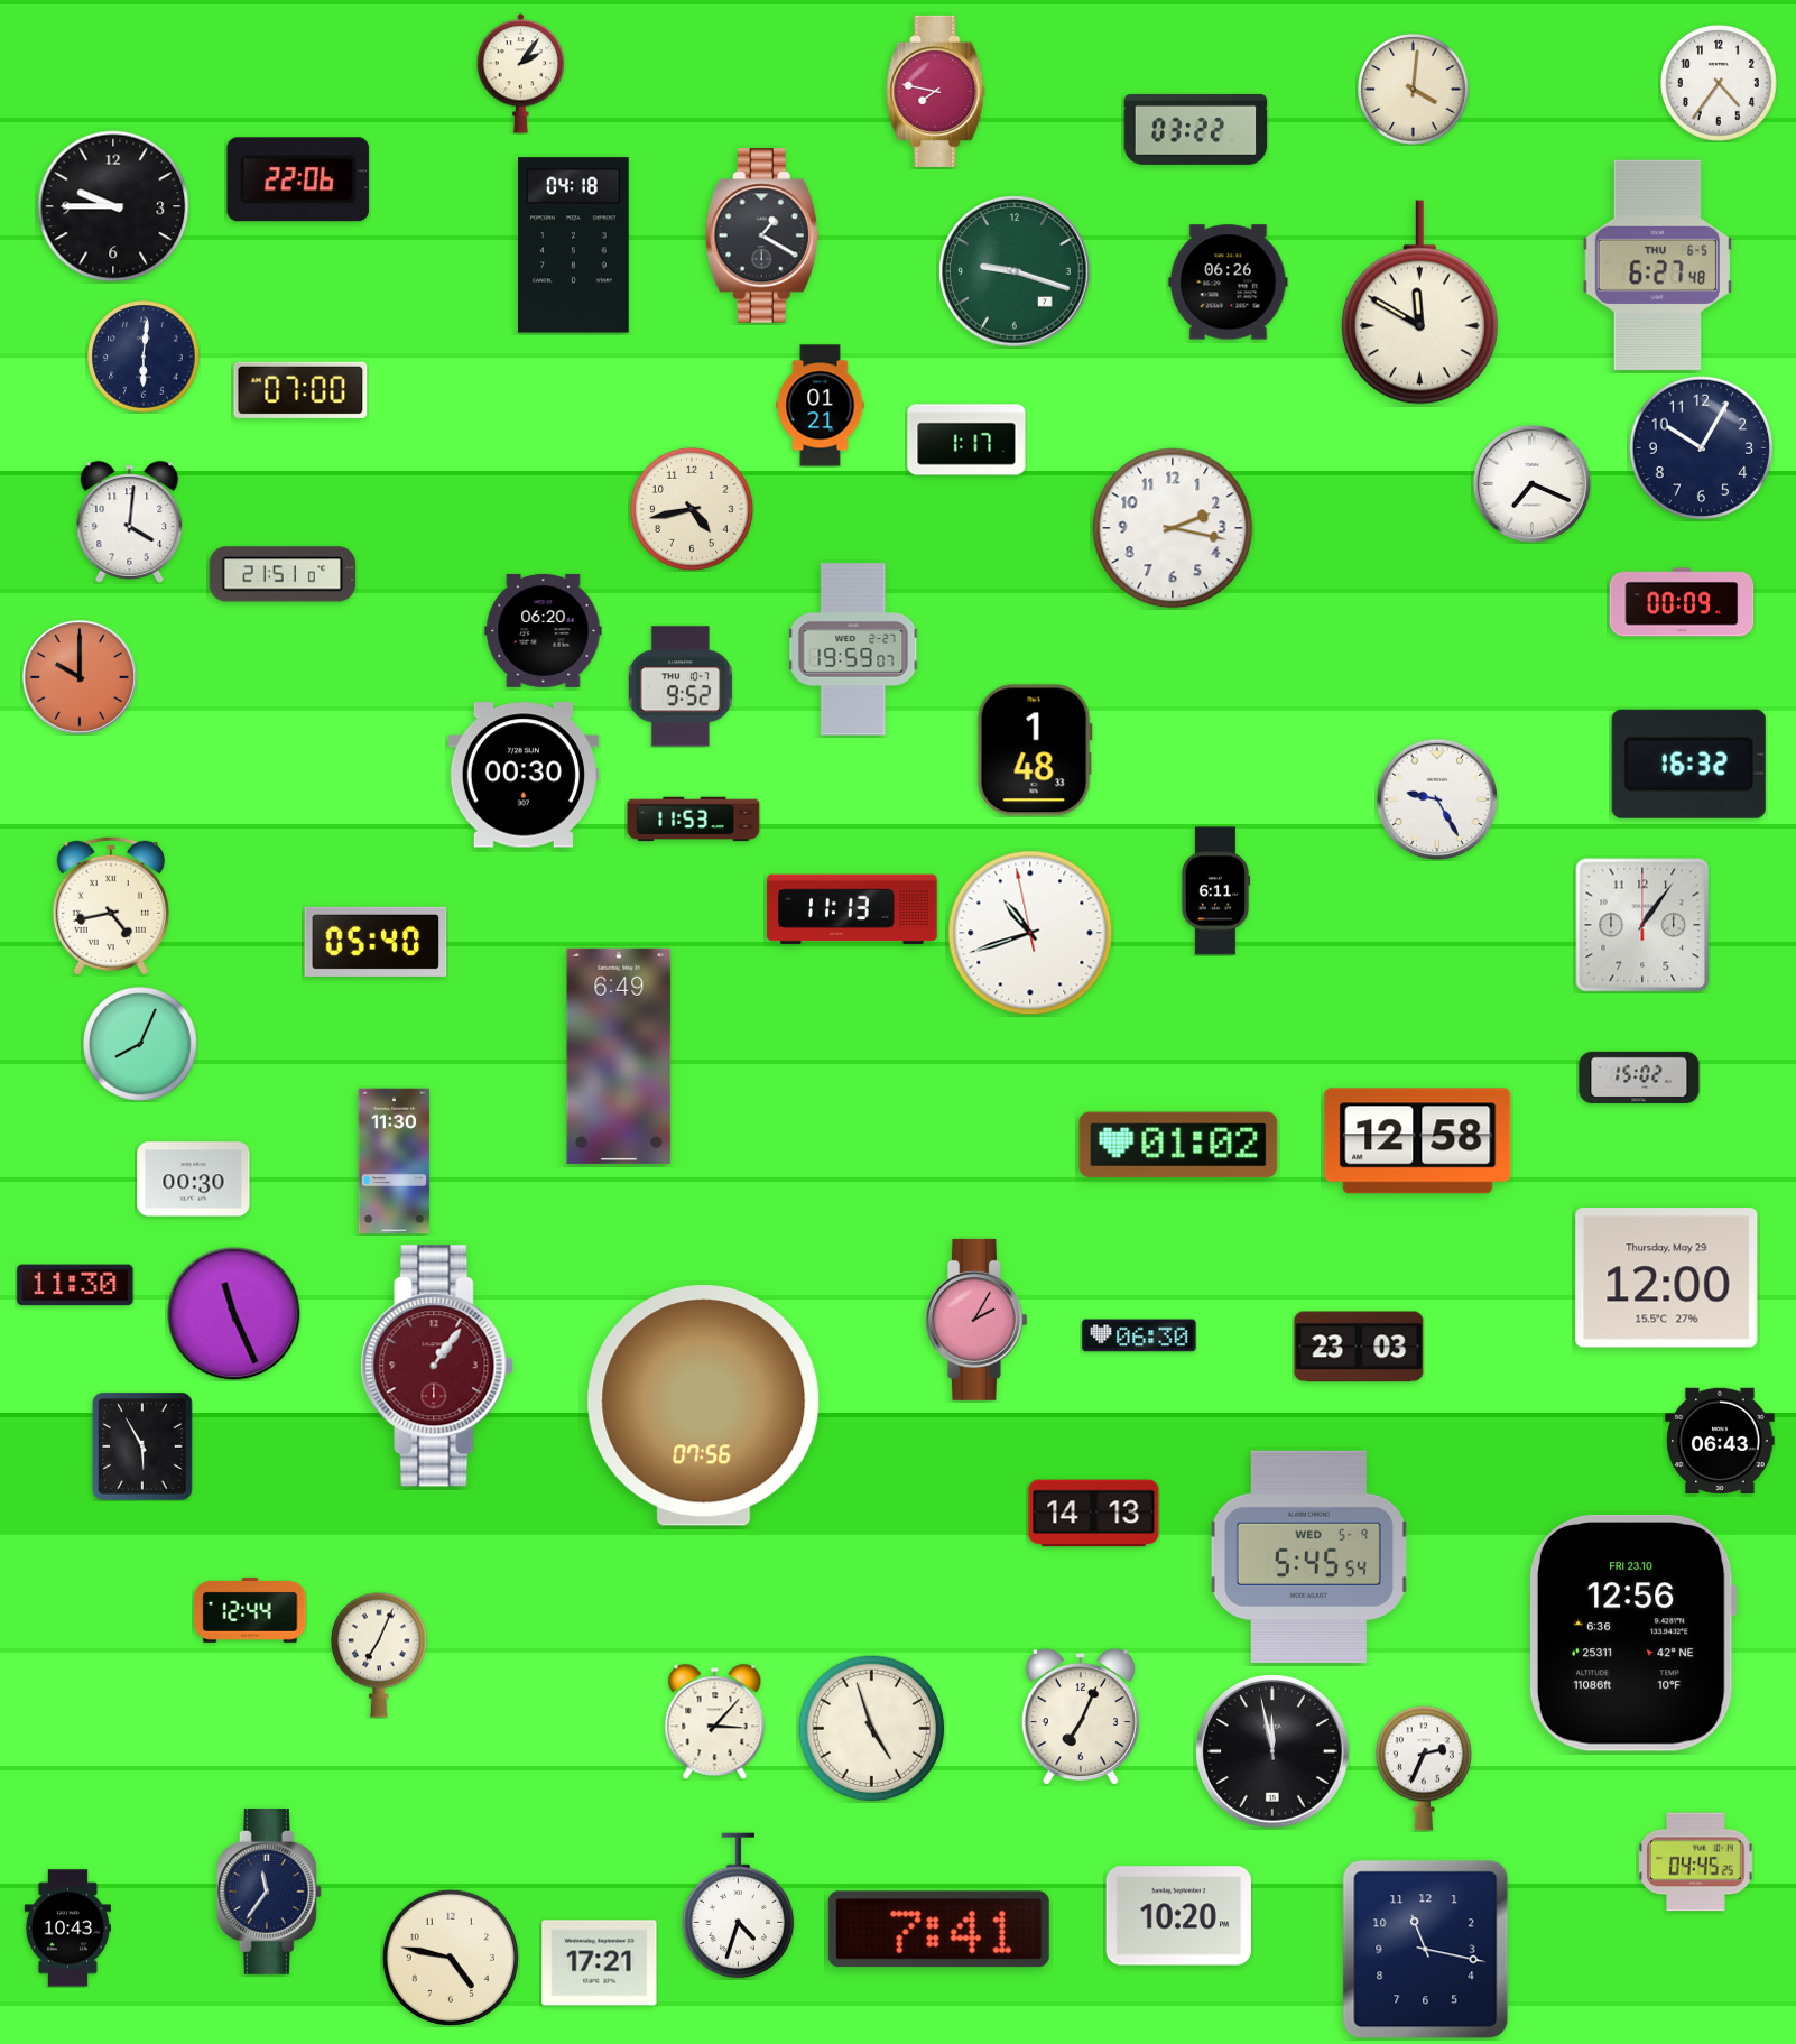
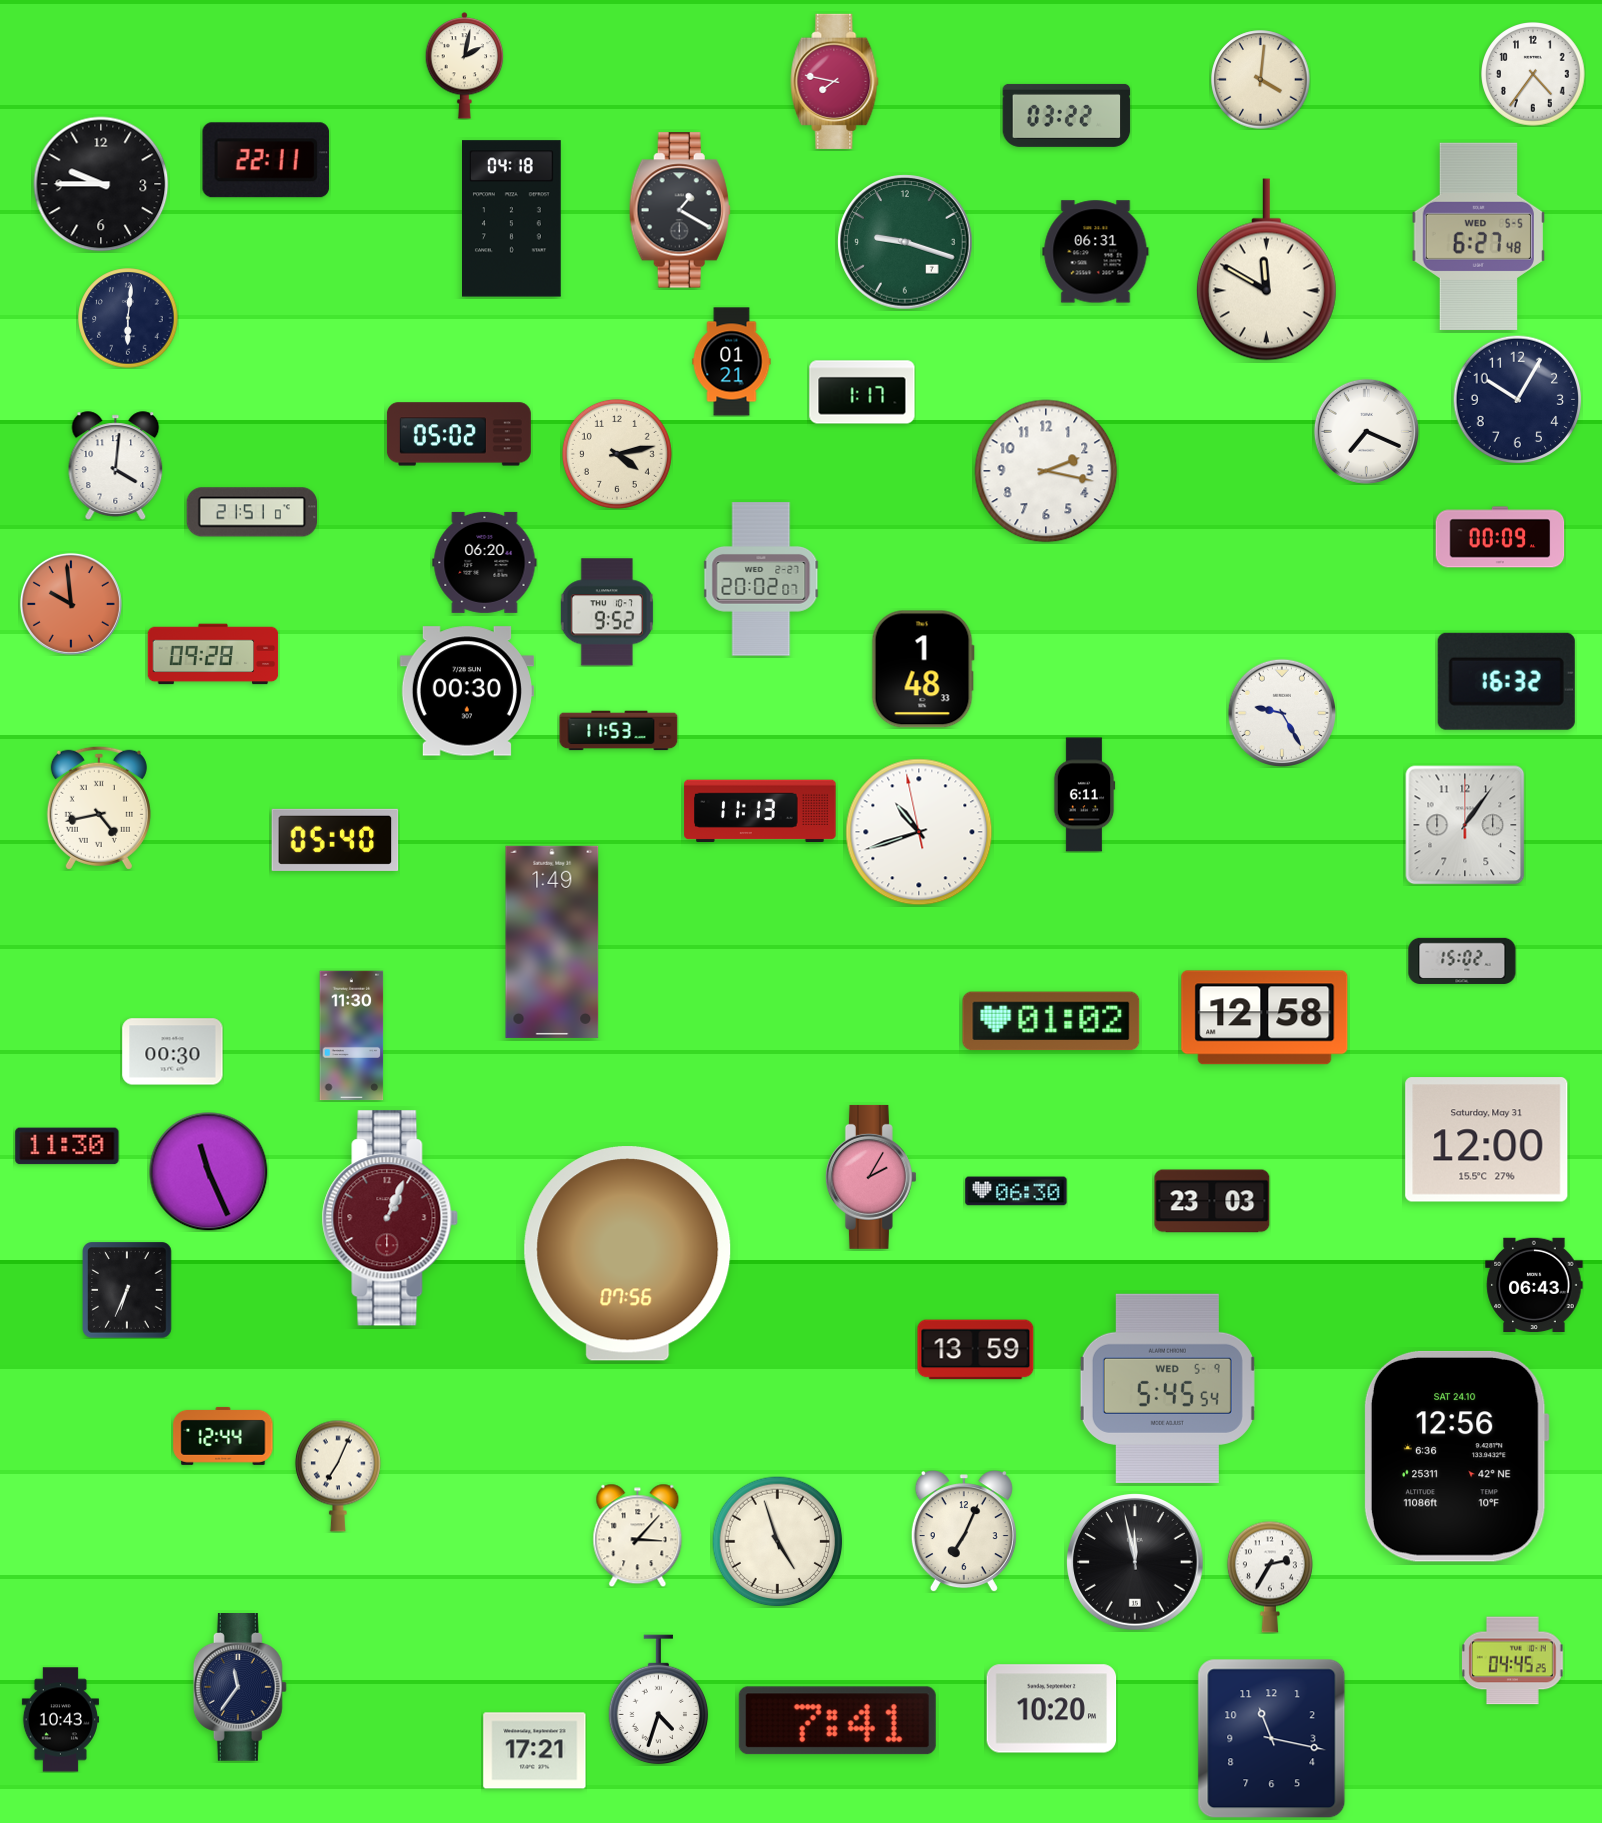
clock at (521, 74): 2:06 -> 2:02
clock at (297, 179): 22:06 -> 22:11
clock at (1657, 265) date: THU 6-5 -> WED 5-5
clock at (1229, 283): 06:26 -> 06:31
clock at (300, 390): 07:00 -> none
clock at (459, 434): none -> 05:02
clock at (692, 509): 4:43 -> 4:13
clock at (853, 649): 19:59 -> 20:02
clock at (80, 677): 10:00 -> 9:59
clock at (213, 654): none -> 09:28
clock at (140, 1044): 8:04 -> none
clock at (619, 1056): 6:49 -> 1:49
clock at (1667, 1278) date: Thursday, May 29 -> Saturday, May 31
clock at (437, 1366): 1:06 -> 1:04
clock at (142, 1446): 5:55 -> 6:34
clock at (1094, 1514): 14:13 -> 13:59
clock at (1632, 1633) date: FRI 23.10 -> SAT 24.10
clock at (1424, 1768): 2:34 -> 2:35
clock at (451, 1958): 4:47 -> none
